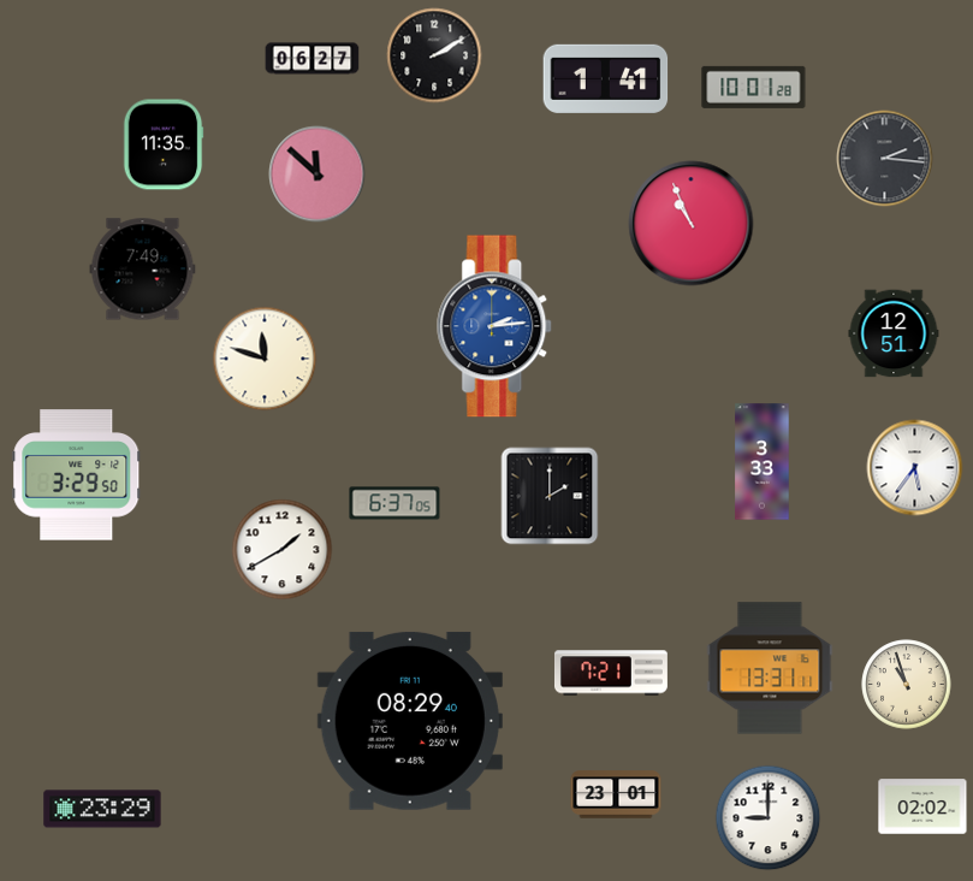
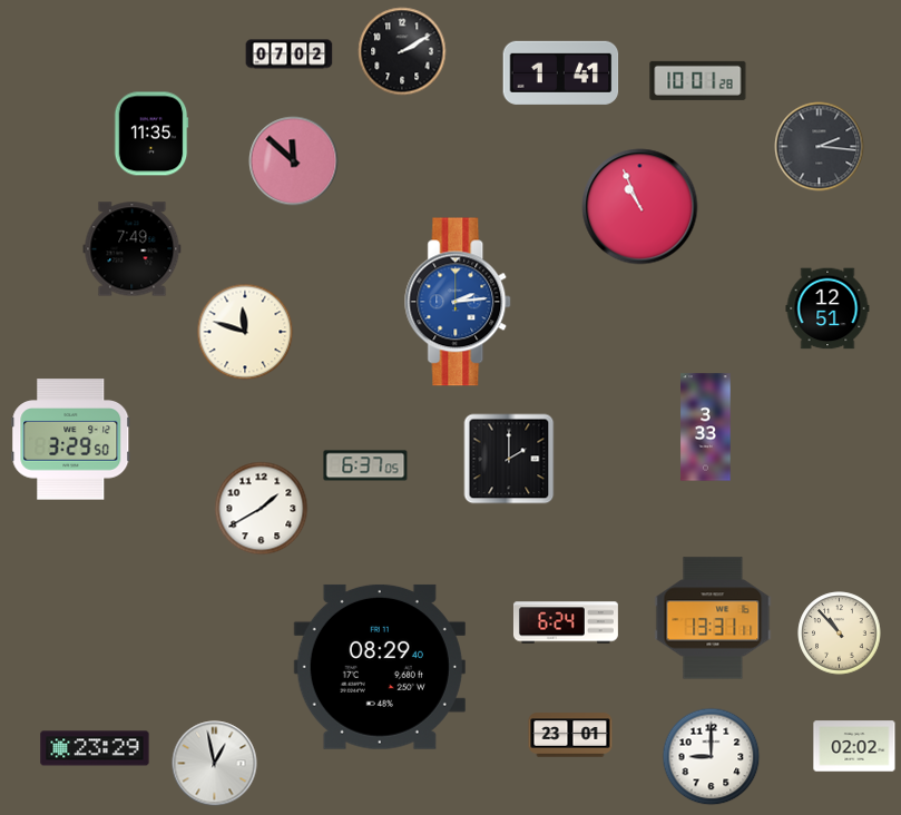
clock at (313, 59): 06:27 -> 07:02
clock at (915, 468): 5:36 -> none
clock at (611, 673): 7:21 -> 6:24
clock at (907, 685): 10:57 -> 10:53
clock at (215, 764): none -> 12:58
